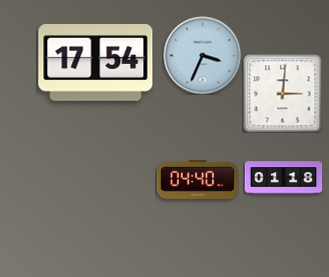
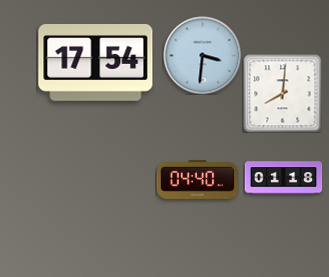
clock at (202, 55): 3:34 -> 3:31
clock at (282, 93): 3:01 -> 8:01
